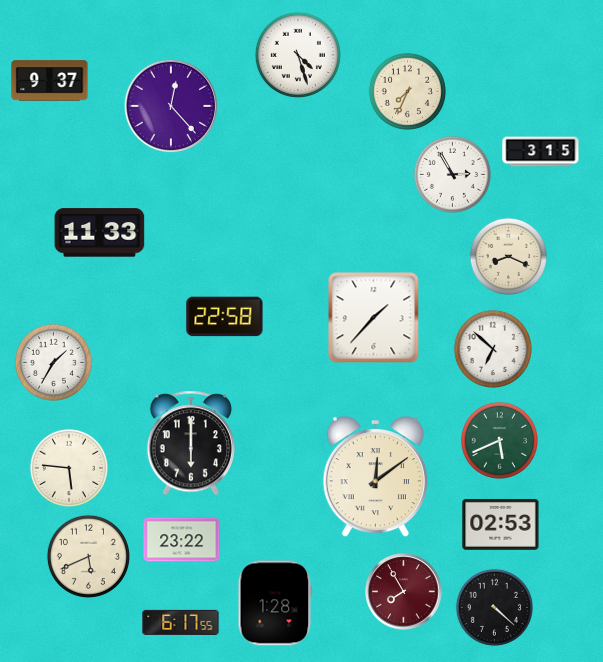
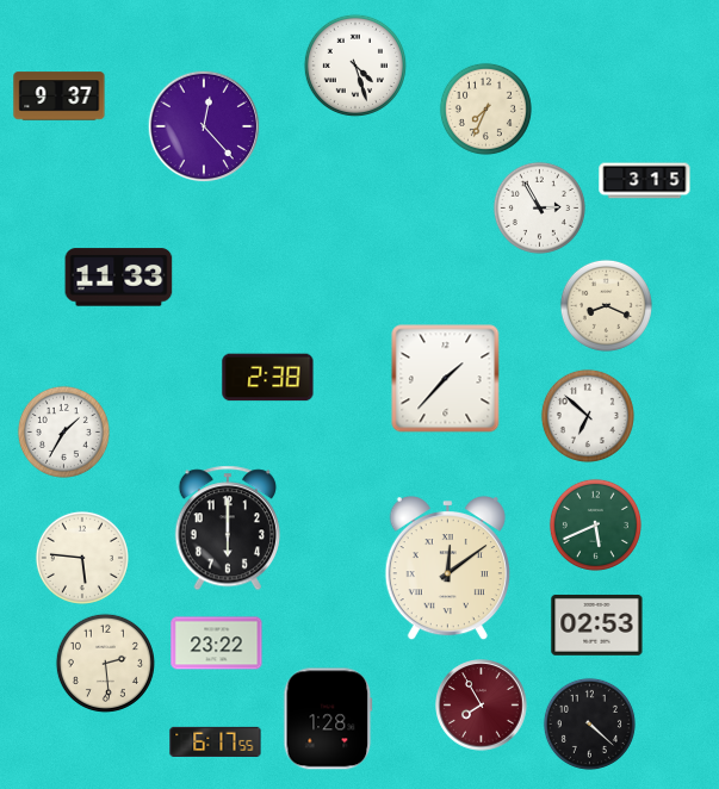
clock at (225, 317): 22:58 -> 2:38
clock at (88, 556): 5:41 -> 2:29
